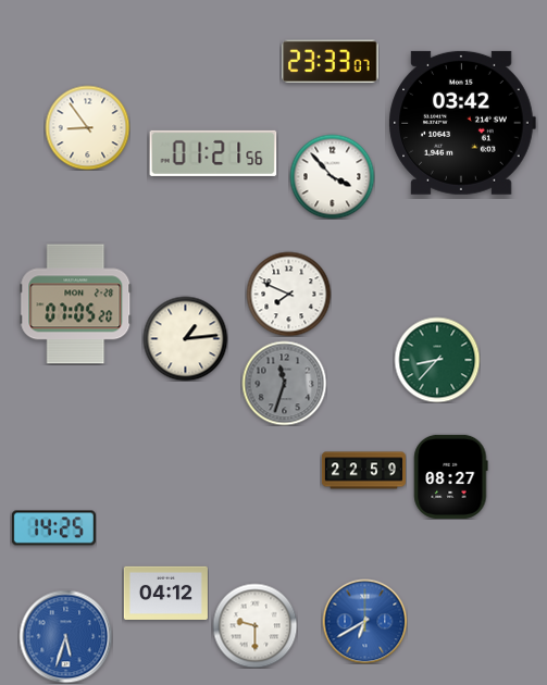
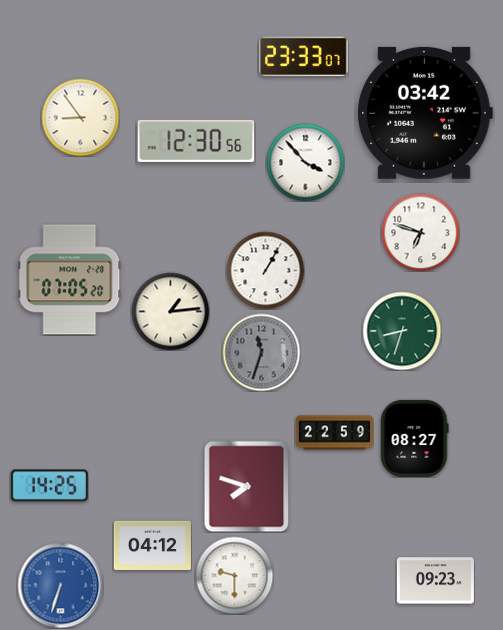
clock at (213, 153): 01:21 -> 12:30
clock at (420, 232): none -> 6:48
clock at (288, 294): 7:49 -> 1:05
clock at (437, 360): 8:37 -> 8:33
clock at (247, 486): none -> 7:48
clock at (364, 621): 6:40 -> none
clock at (435, 581): none -> 09:23
clock at (65, 636): 5:33 -> 6:33
